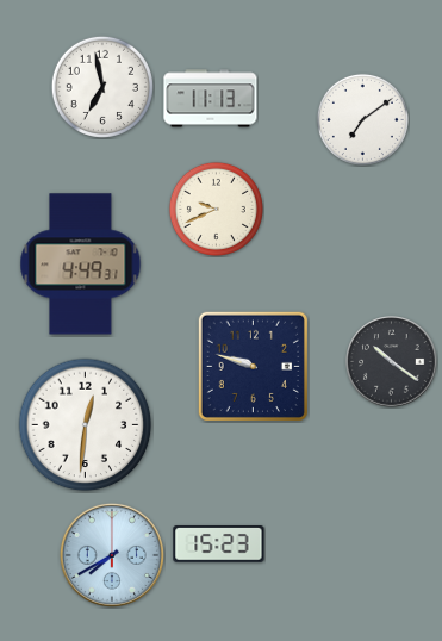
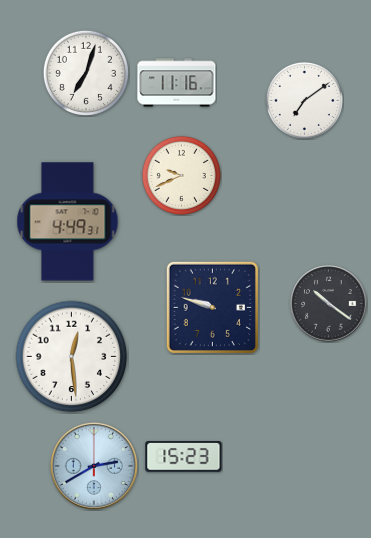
clock at (102, 87): 6:58 -> 7:03
clock at (211, 99): 11:13 -> 11:16
clock at (86, 425): 12:31 -> 12:29
clock at (112, 555): 7:40 -> 2:40
